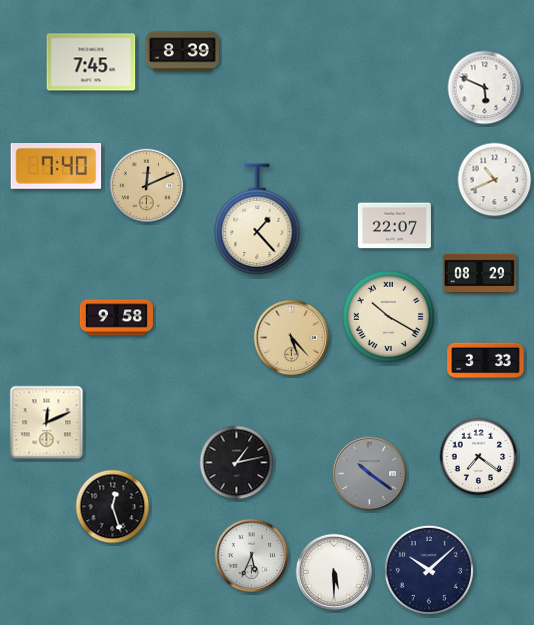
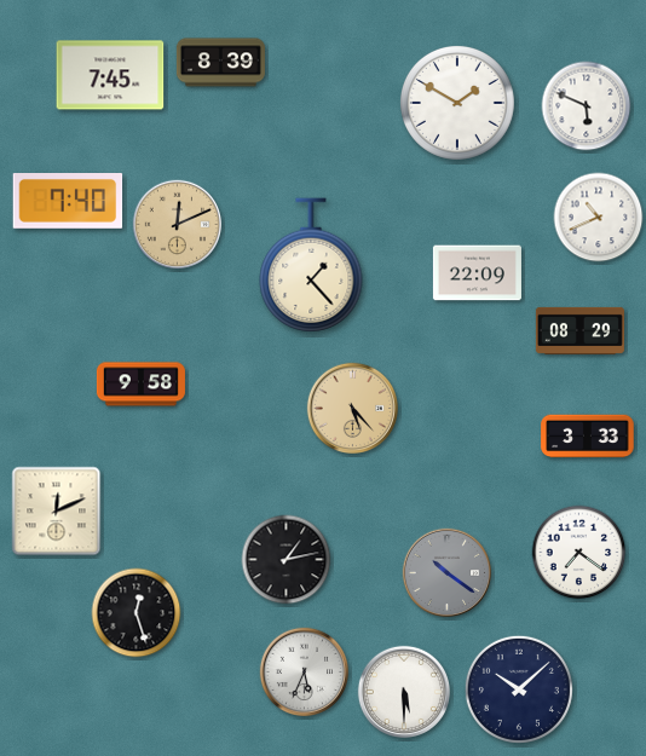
clock at (457, 103): none -> 1:50
clock at (394, 226): 22:07 -> 22:09
clock at (388, 316): 10:20 -> none
